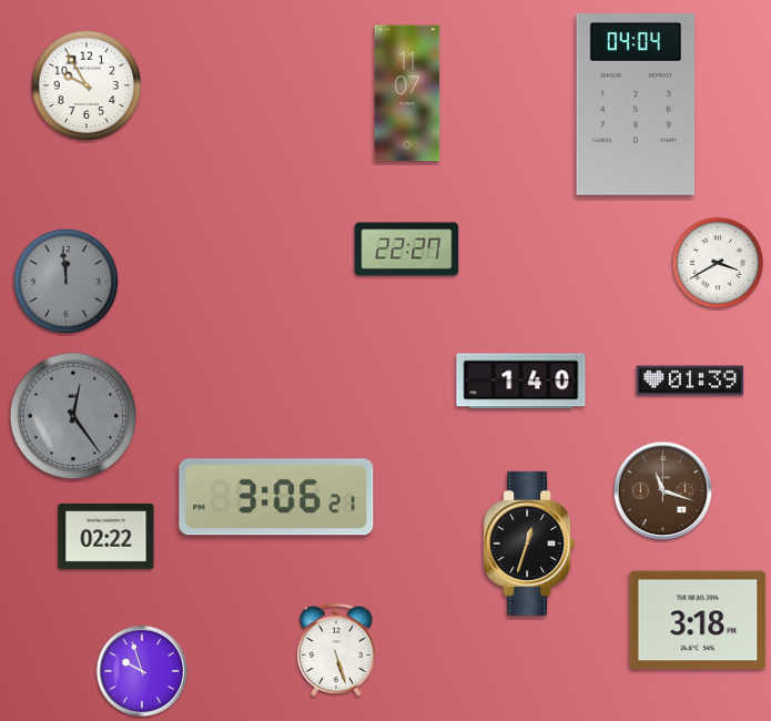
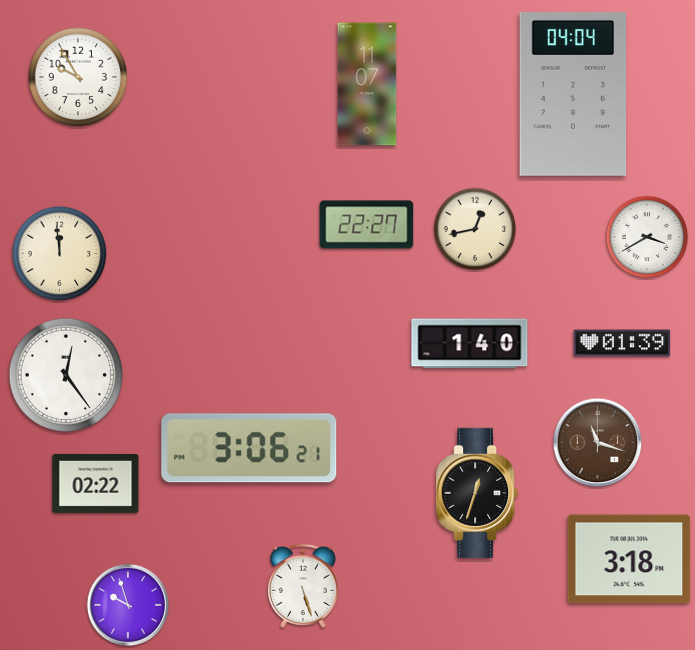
clock at (475, 229): none -> 12:43
clock at (67, 282) dial: grey -> cream
clock at (72, 415) dial: grey -> white
clock at (529, 544) position: (529, 544) -> (477, 493)
